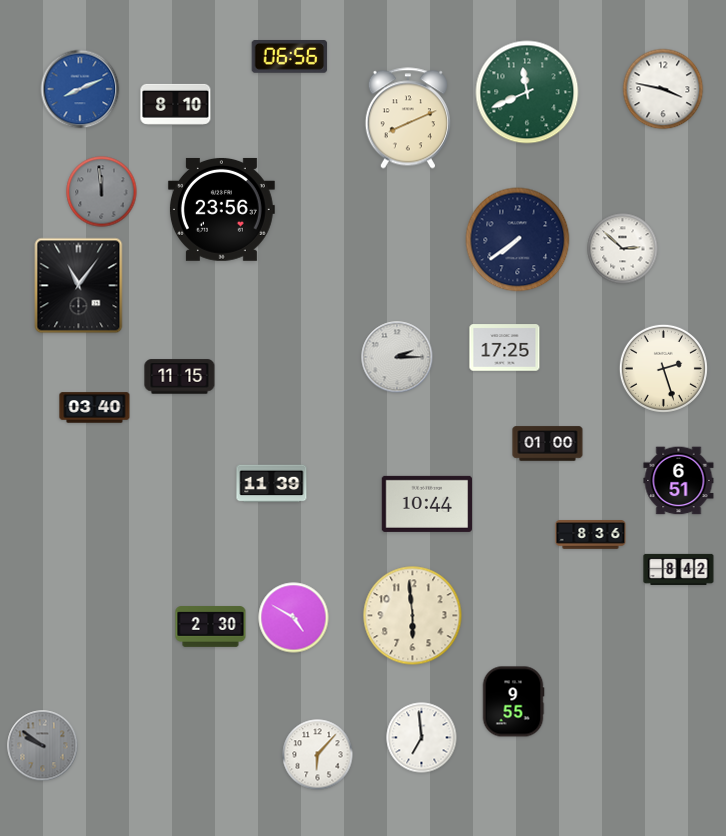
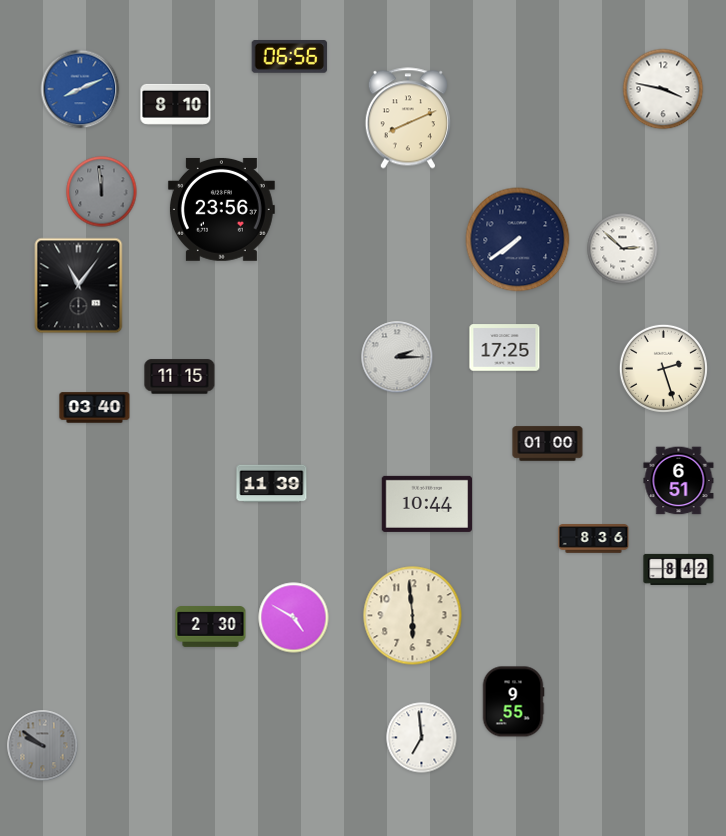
clock at (527, 92): 11:41 -> none
clock at (591, 535) position: (591, 535) -> (594, 539)
clock at (318, 755): 6:07 -> none
